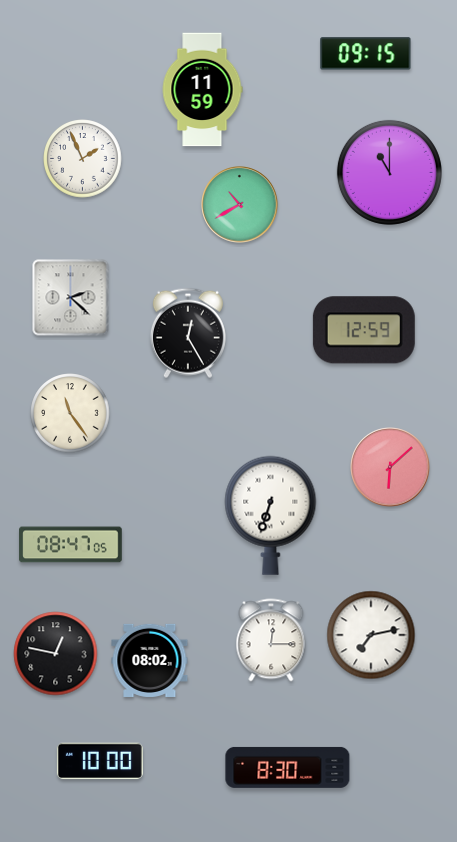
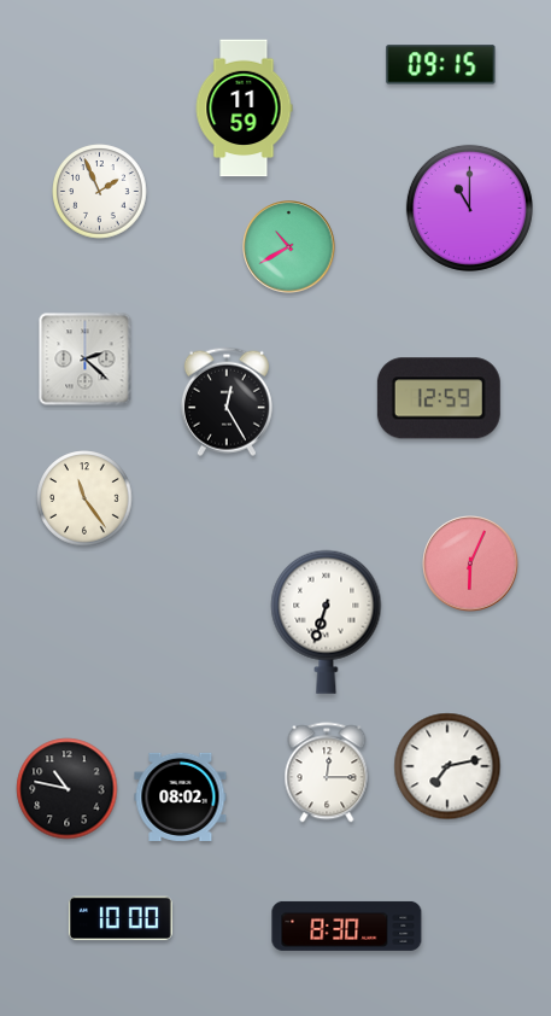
clock at (390, 467): 6:08 -> 6:04
clock at (71, 545): 08:47 -> none
clock at (56, 654): 12:47 -> 10:47
